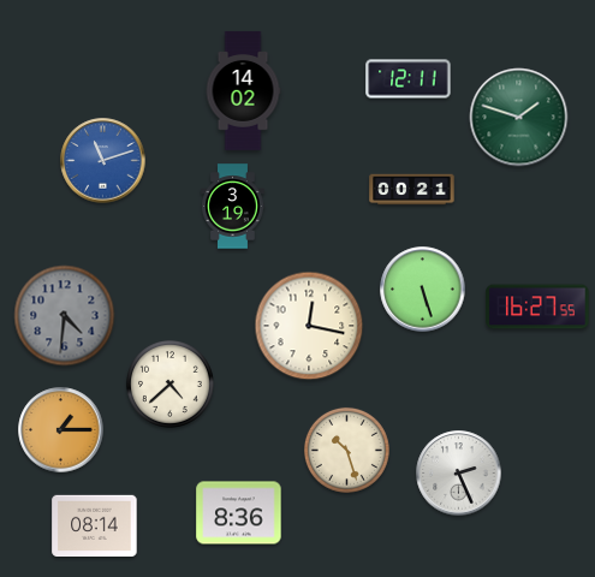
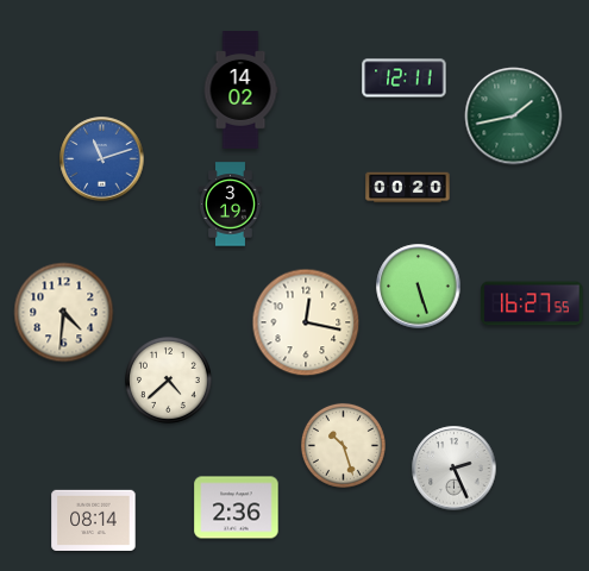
clock at (519, 118): 1:48 -> 1:43
clock at (412, 190): 00:21 -> 00:20
clock at (65, 316) dial: grey -> cream
clock at (61, 430): 1:15 -> none
clock at (239, 513): 8:36 -> 2:36
